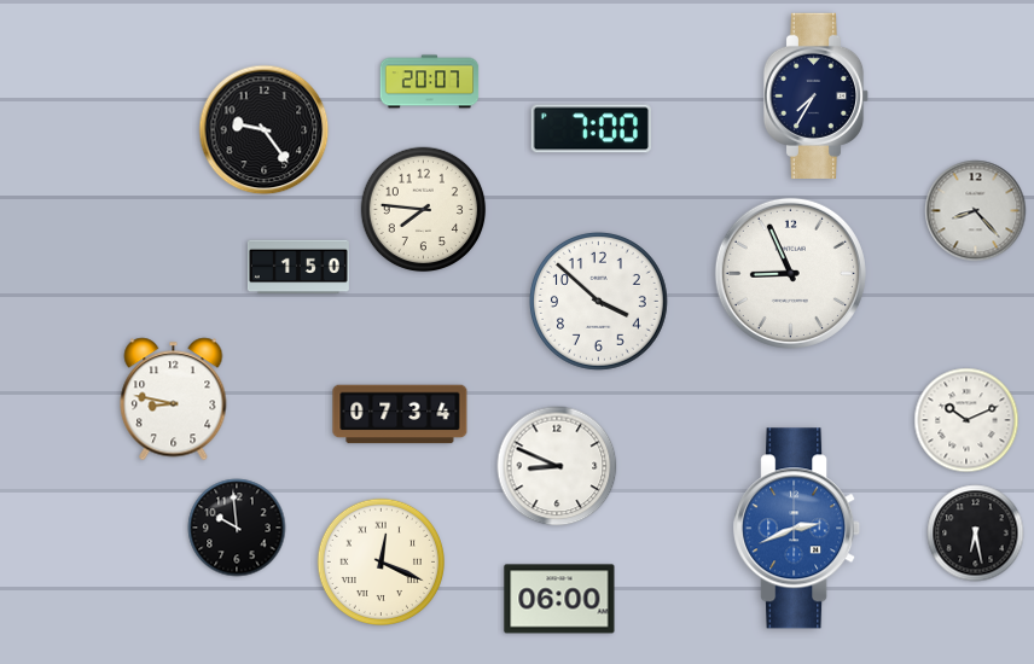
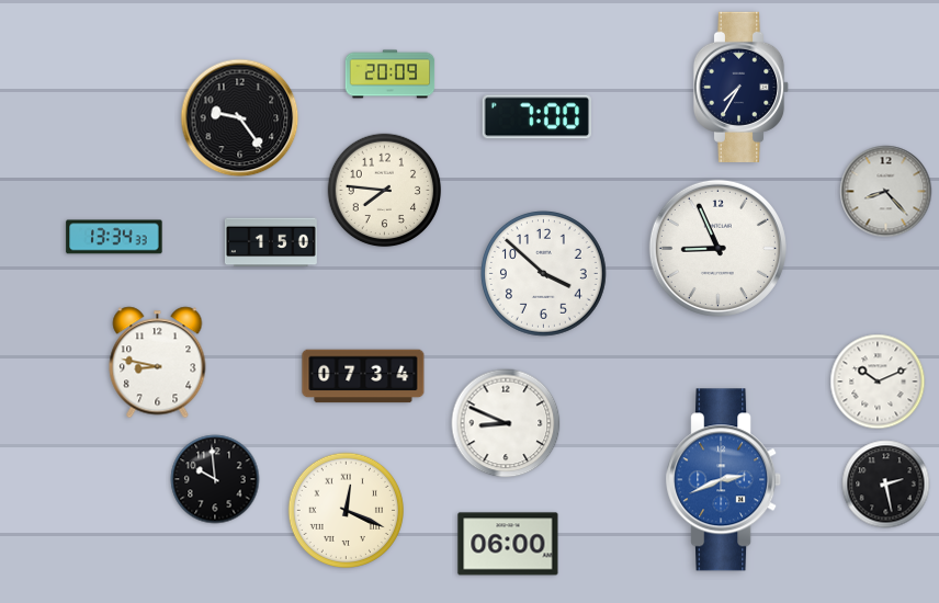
clock at (430, 82): 20:07 -> 20:09
clock at (114, 237): none -> 13:34
clock at (976, 534): 6:28 -> 2:28
